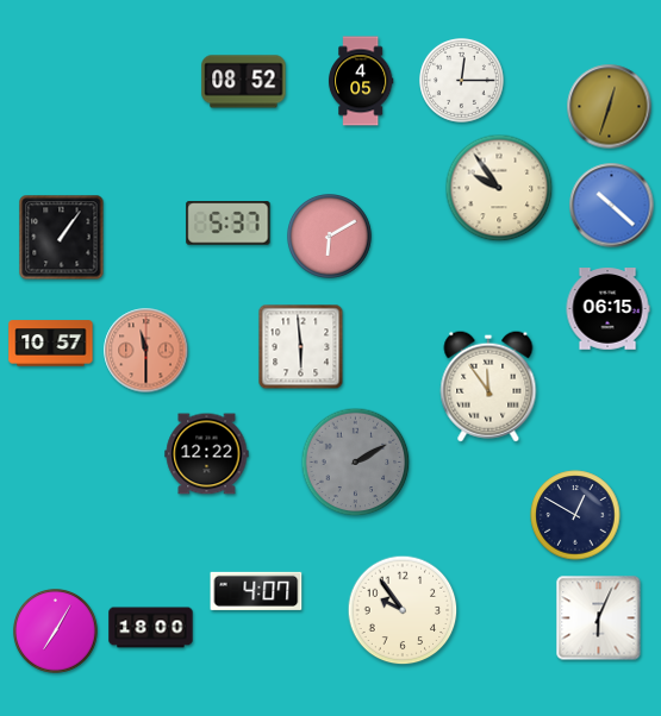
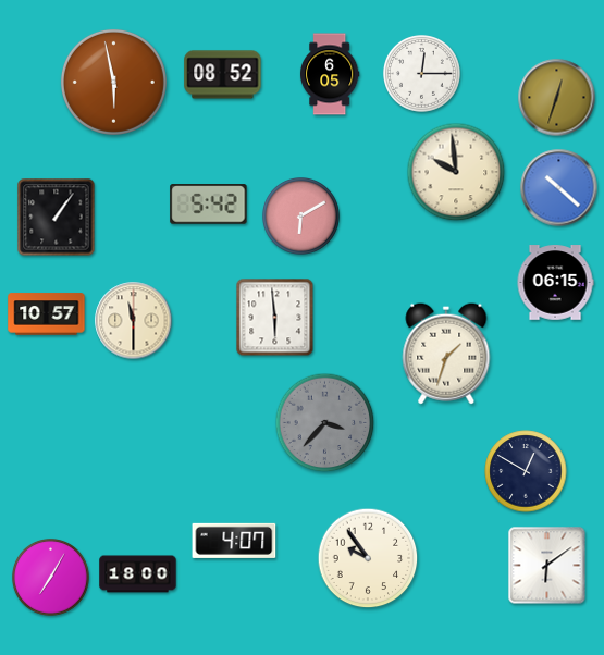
clock at (361, 81): 4:05 -> 6:05
clock at (113, 82): none -> 5:58
clock at (499, 188): 9:54 -> 9:59
clock at (229, 224): 5:37 -> 5:42
clock at (146, 351) dial: salmon -> cream
clock at (488, 387): 11:54 -> 1:33
clock at (207, 454): 12:22 -> none
clock at (356, 463): 2:10 -> 3:37
clock at (599, 618): 6:04 -> 6:09
